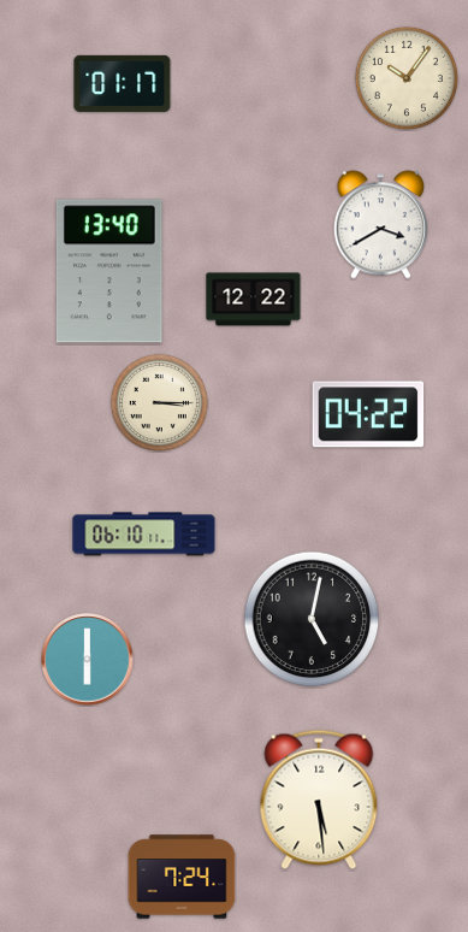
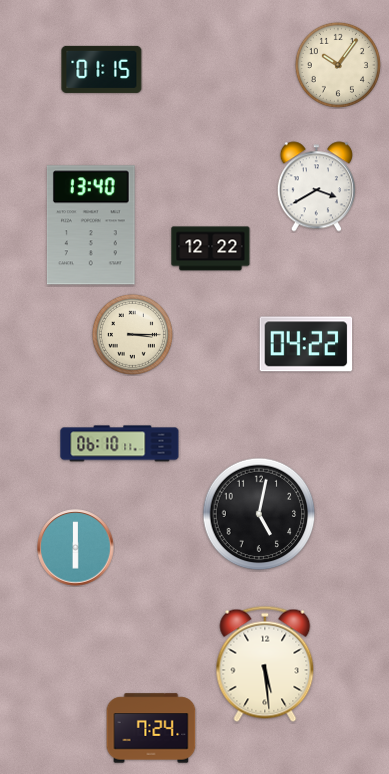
clock at (123, 83): 01:17 -> 01:15
clock at (88, 660) position: (88, 660) -> (76, 548)
